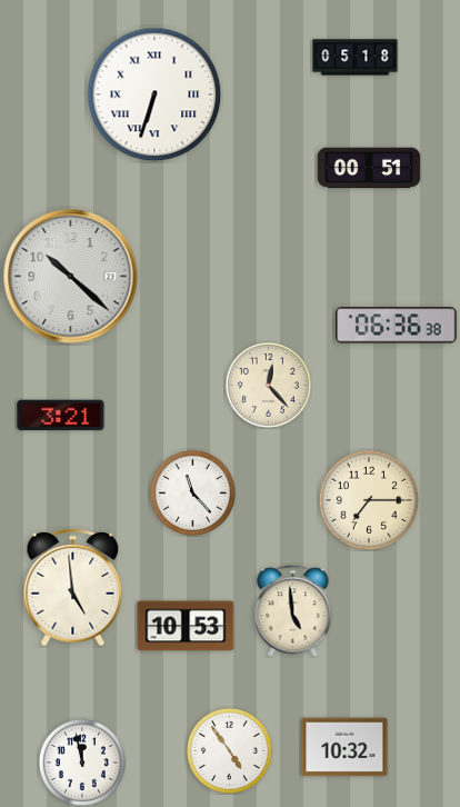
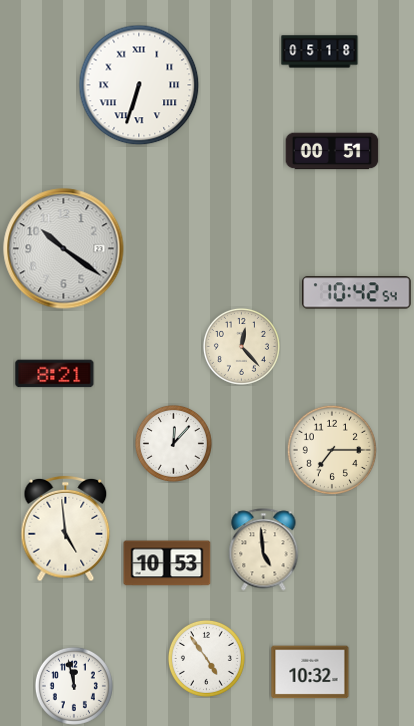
clock at (71, 277): 10:22 -> 10:21
clock at (397, 326): 06:36 -> 10:42
clock at (61, 416): 3:21 -> 8:21
clock at (192, 492): 11:23 -> 12:07
clock at (229, 750) position: (229, 750) -> (206, 658)
